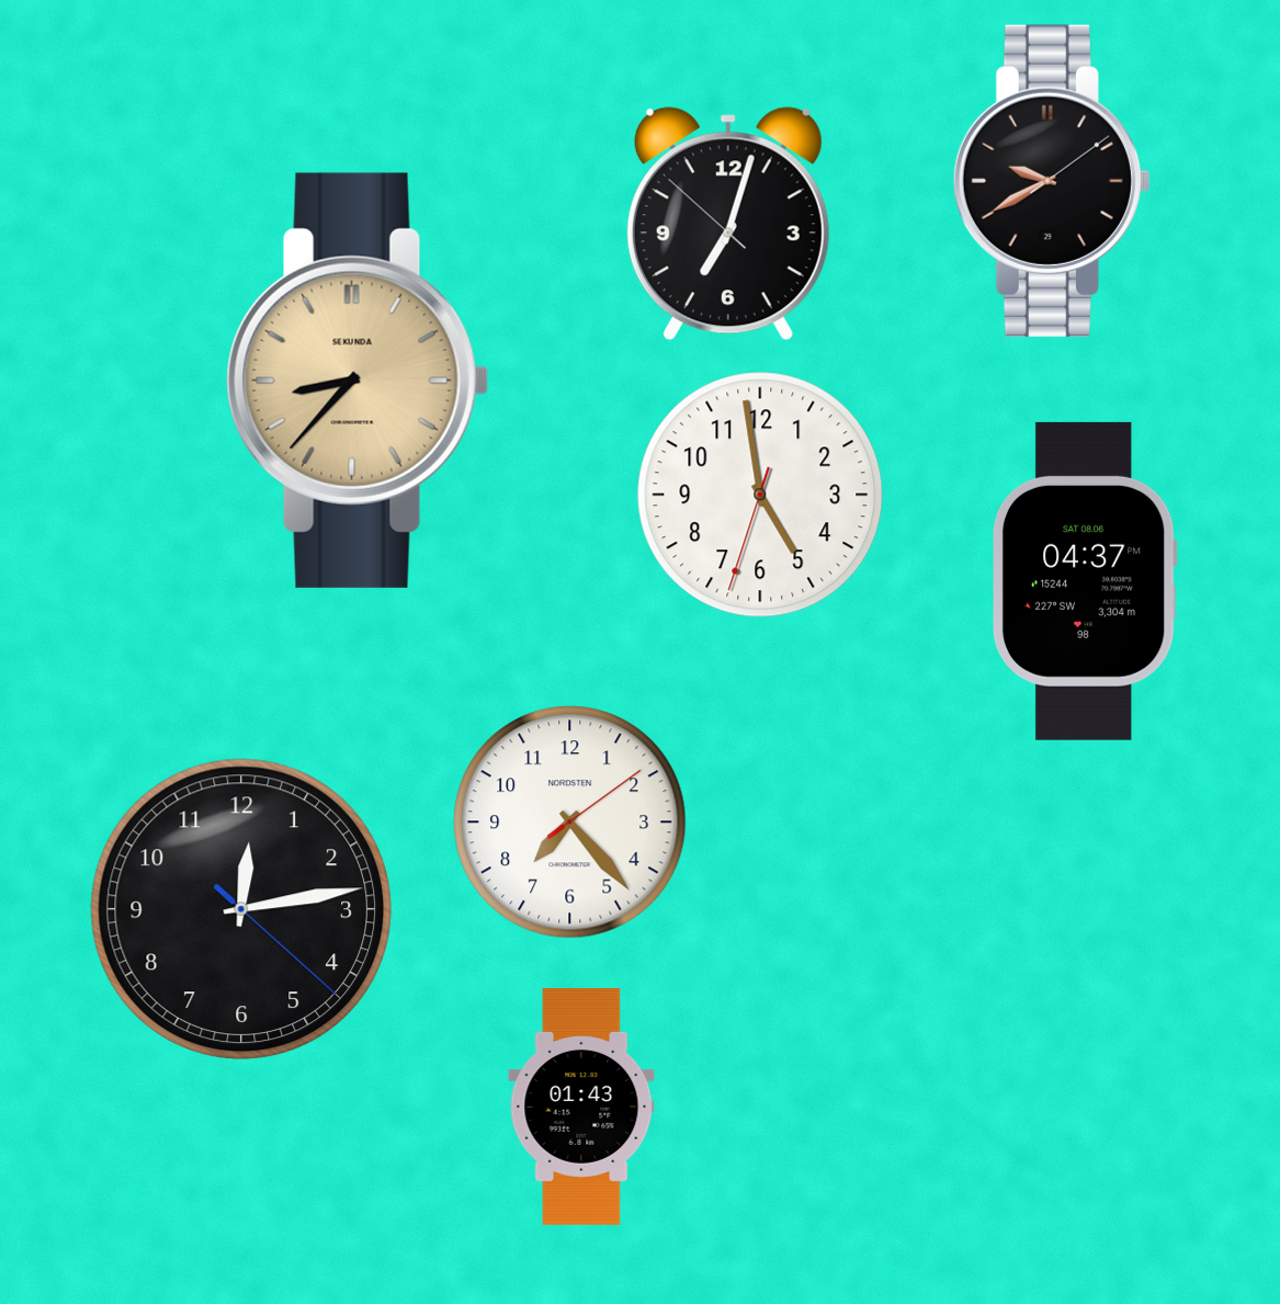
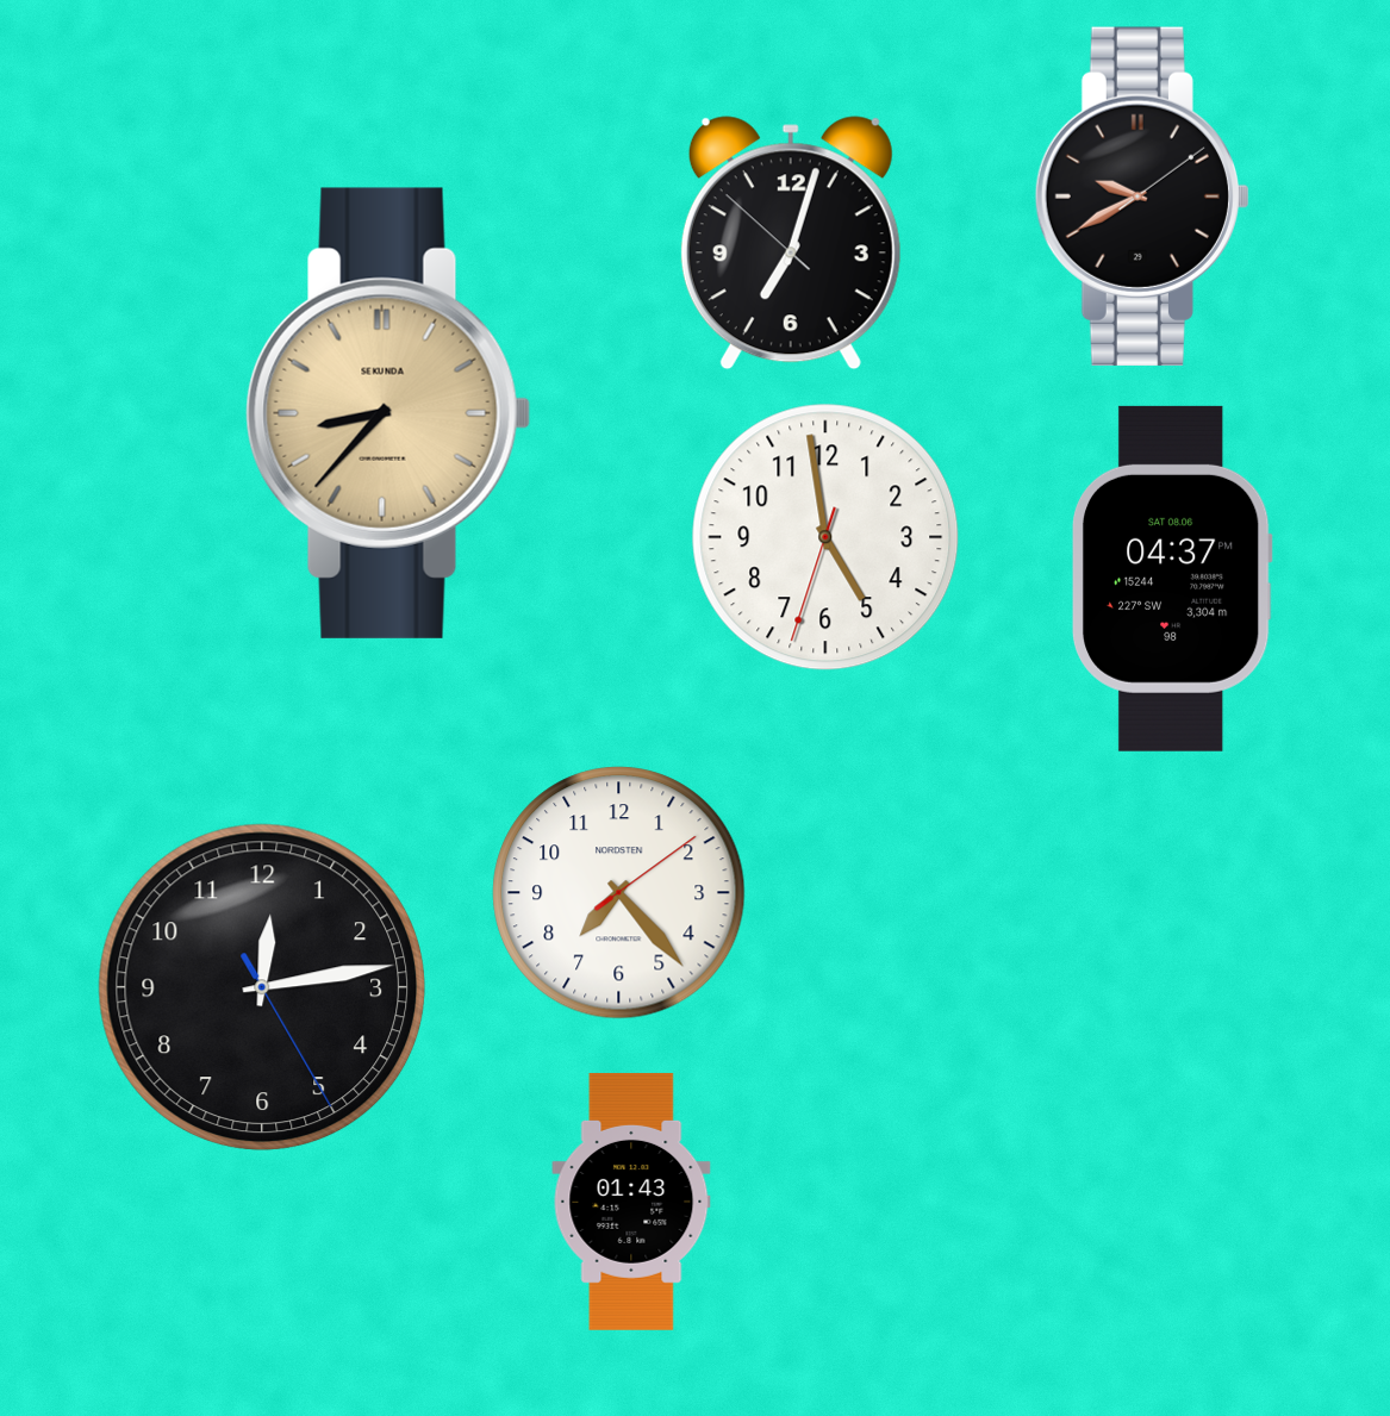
clock at (1085, 581) position: (1085, 581) -> (1172, 579)
clock at (241, 909): 12:13:22 -> 12:13:25
